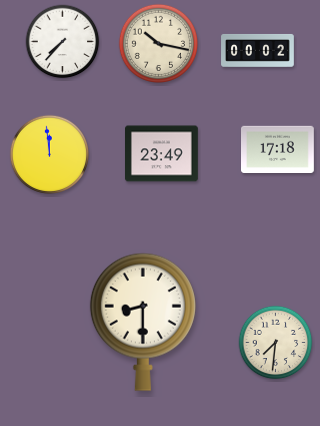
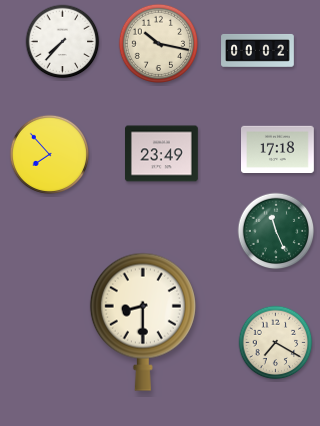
clock at (49, 154): 11:59 -> 7:53
clock at (276, 231): none -> 11:26
clock at (276, 343): 7:31 -> 7:20
